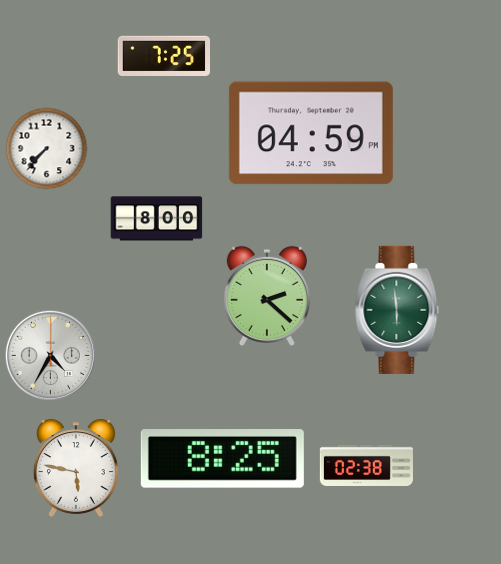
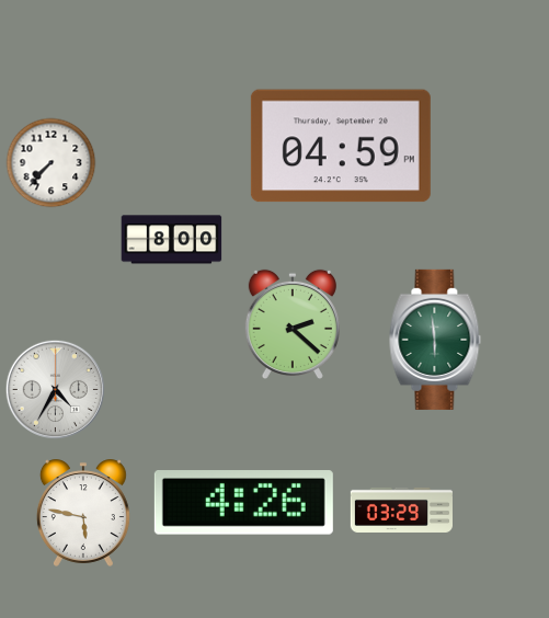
clock at (163, 56): 7:25 -> none
clock at (222, 459): 8:25 -> 4:26
clock at (366, 465): 02:38 -> 03:29
